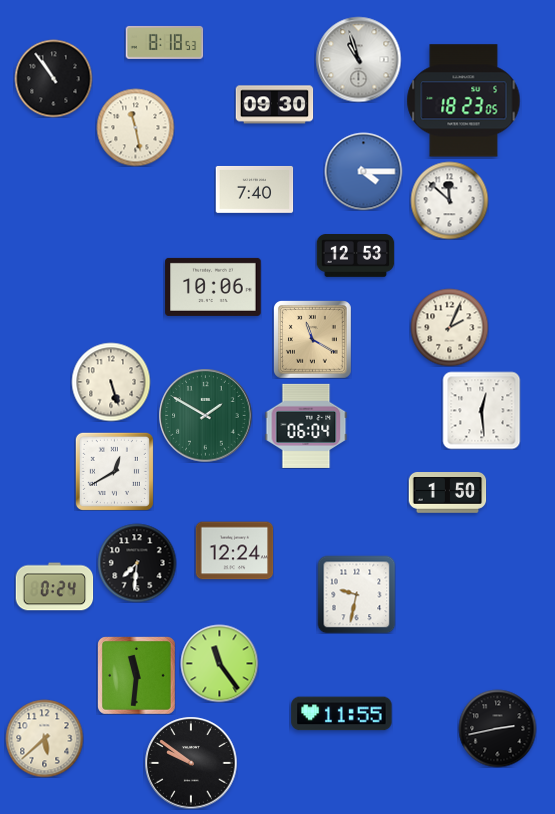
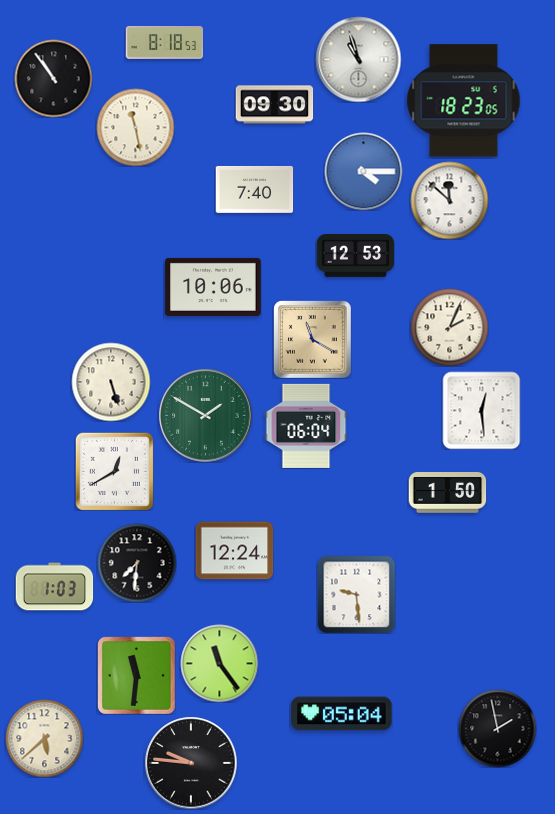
clock at (54, 587): 0:24 -> 1:03
clock at (356, 594): 9:32 -> 9:29
clock at (342, 714): 11:55 -> 05:04
clock at (497, 728): 2:43 -> 1:58
clock at (191, 763): 9:51 -> 9:46
